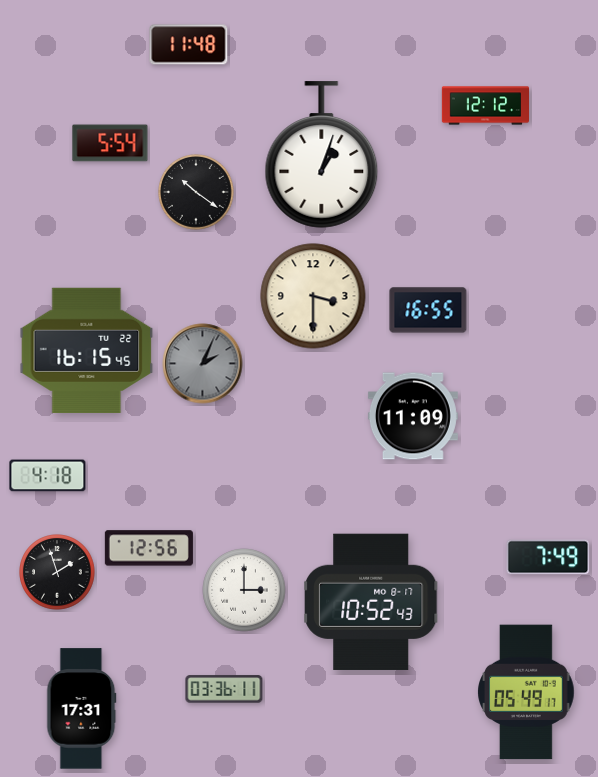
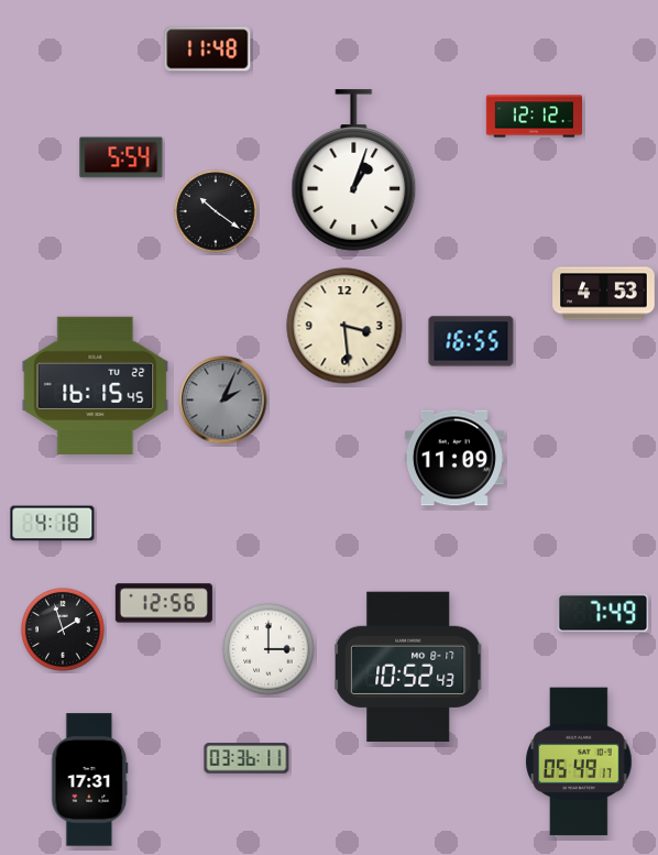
clock at (604, 294): none -> 4:53
clock at (313, 296): 3:30 -> 3:29
clock at (372, 602) position: (372, 602) -> (409, 667)
